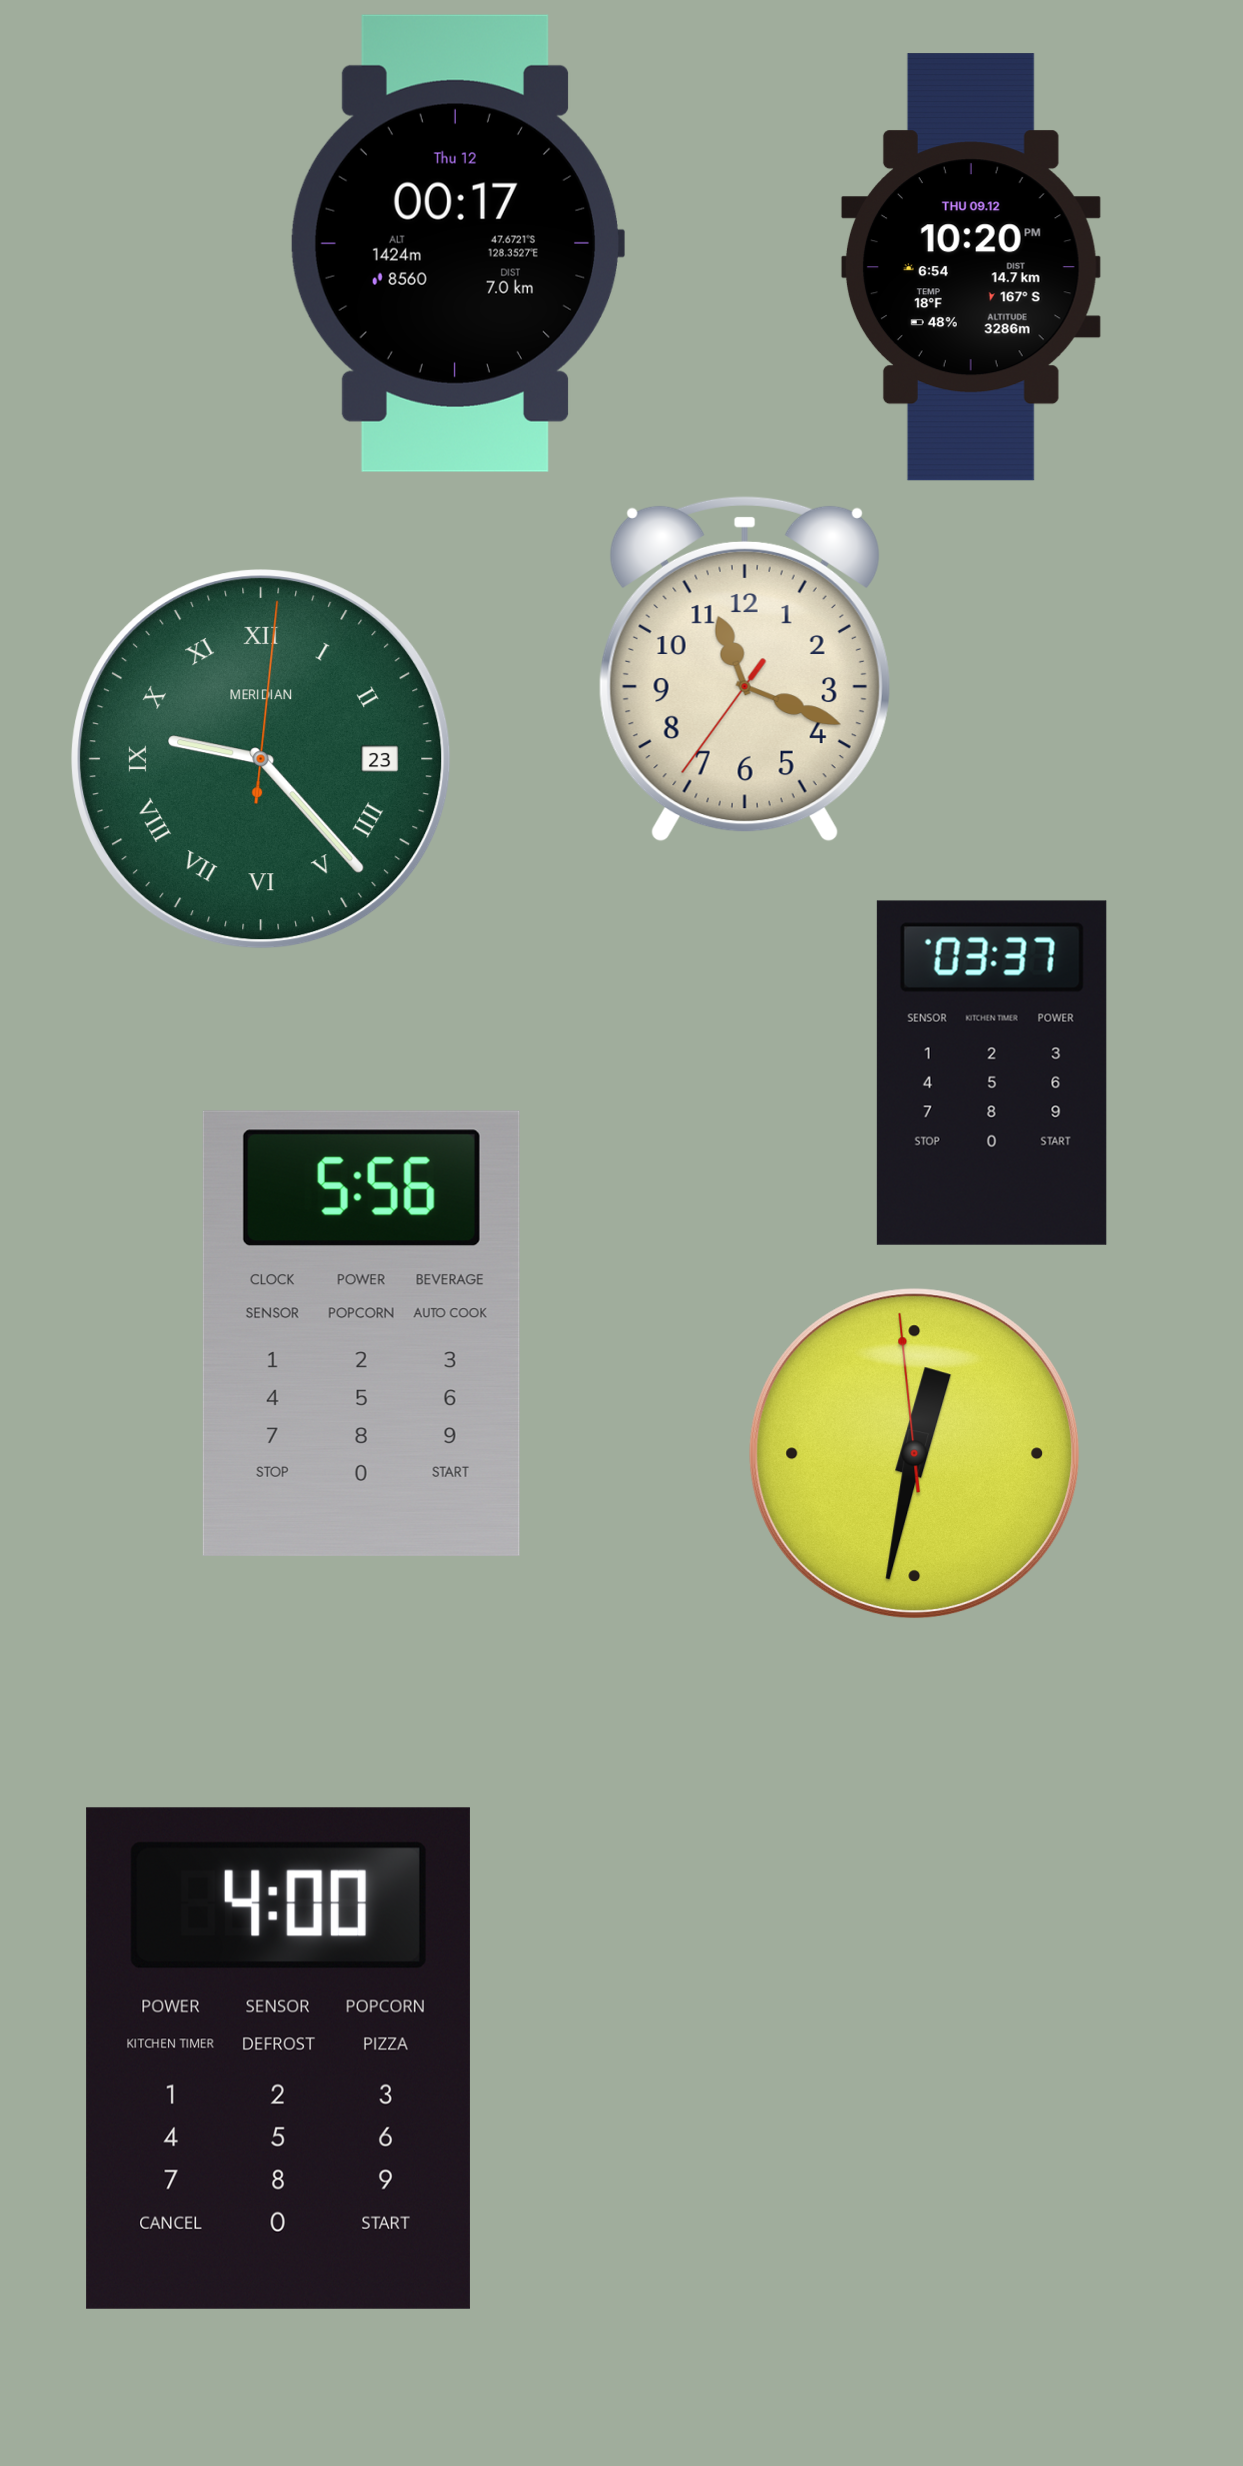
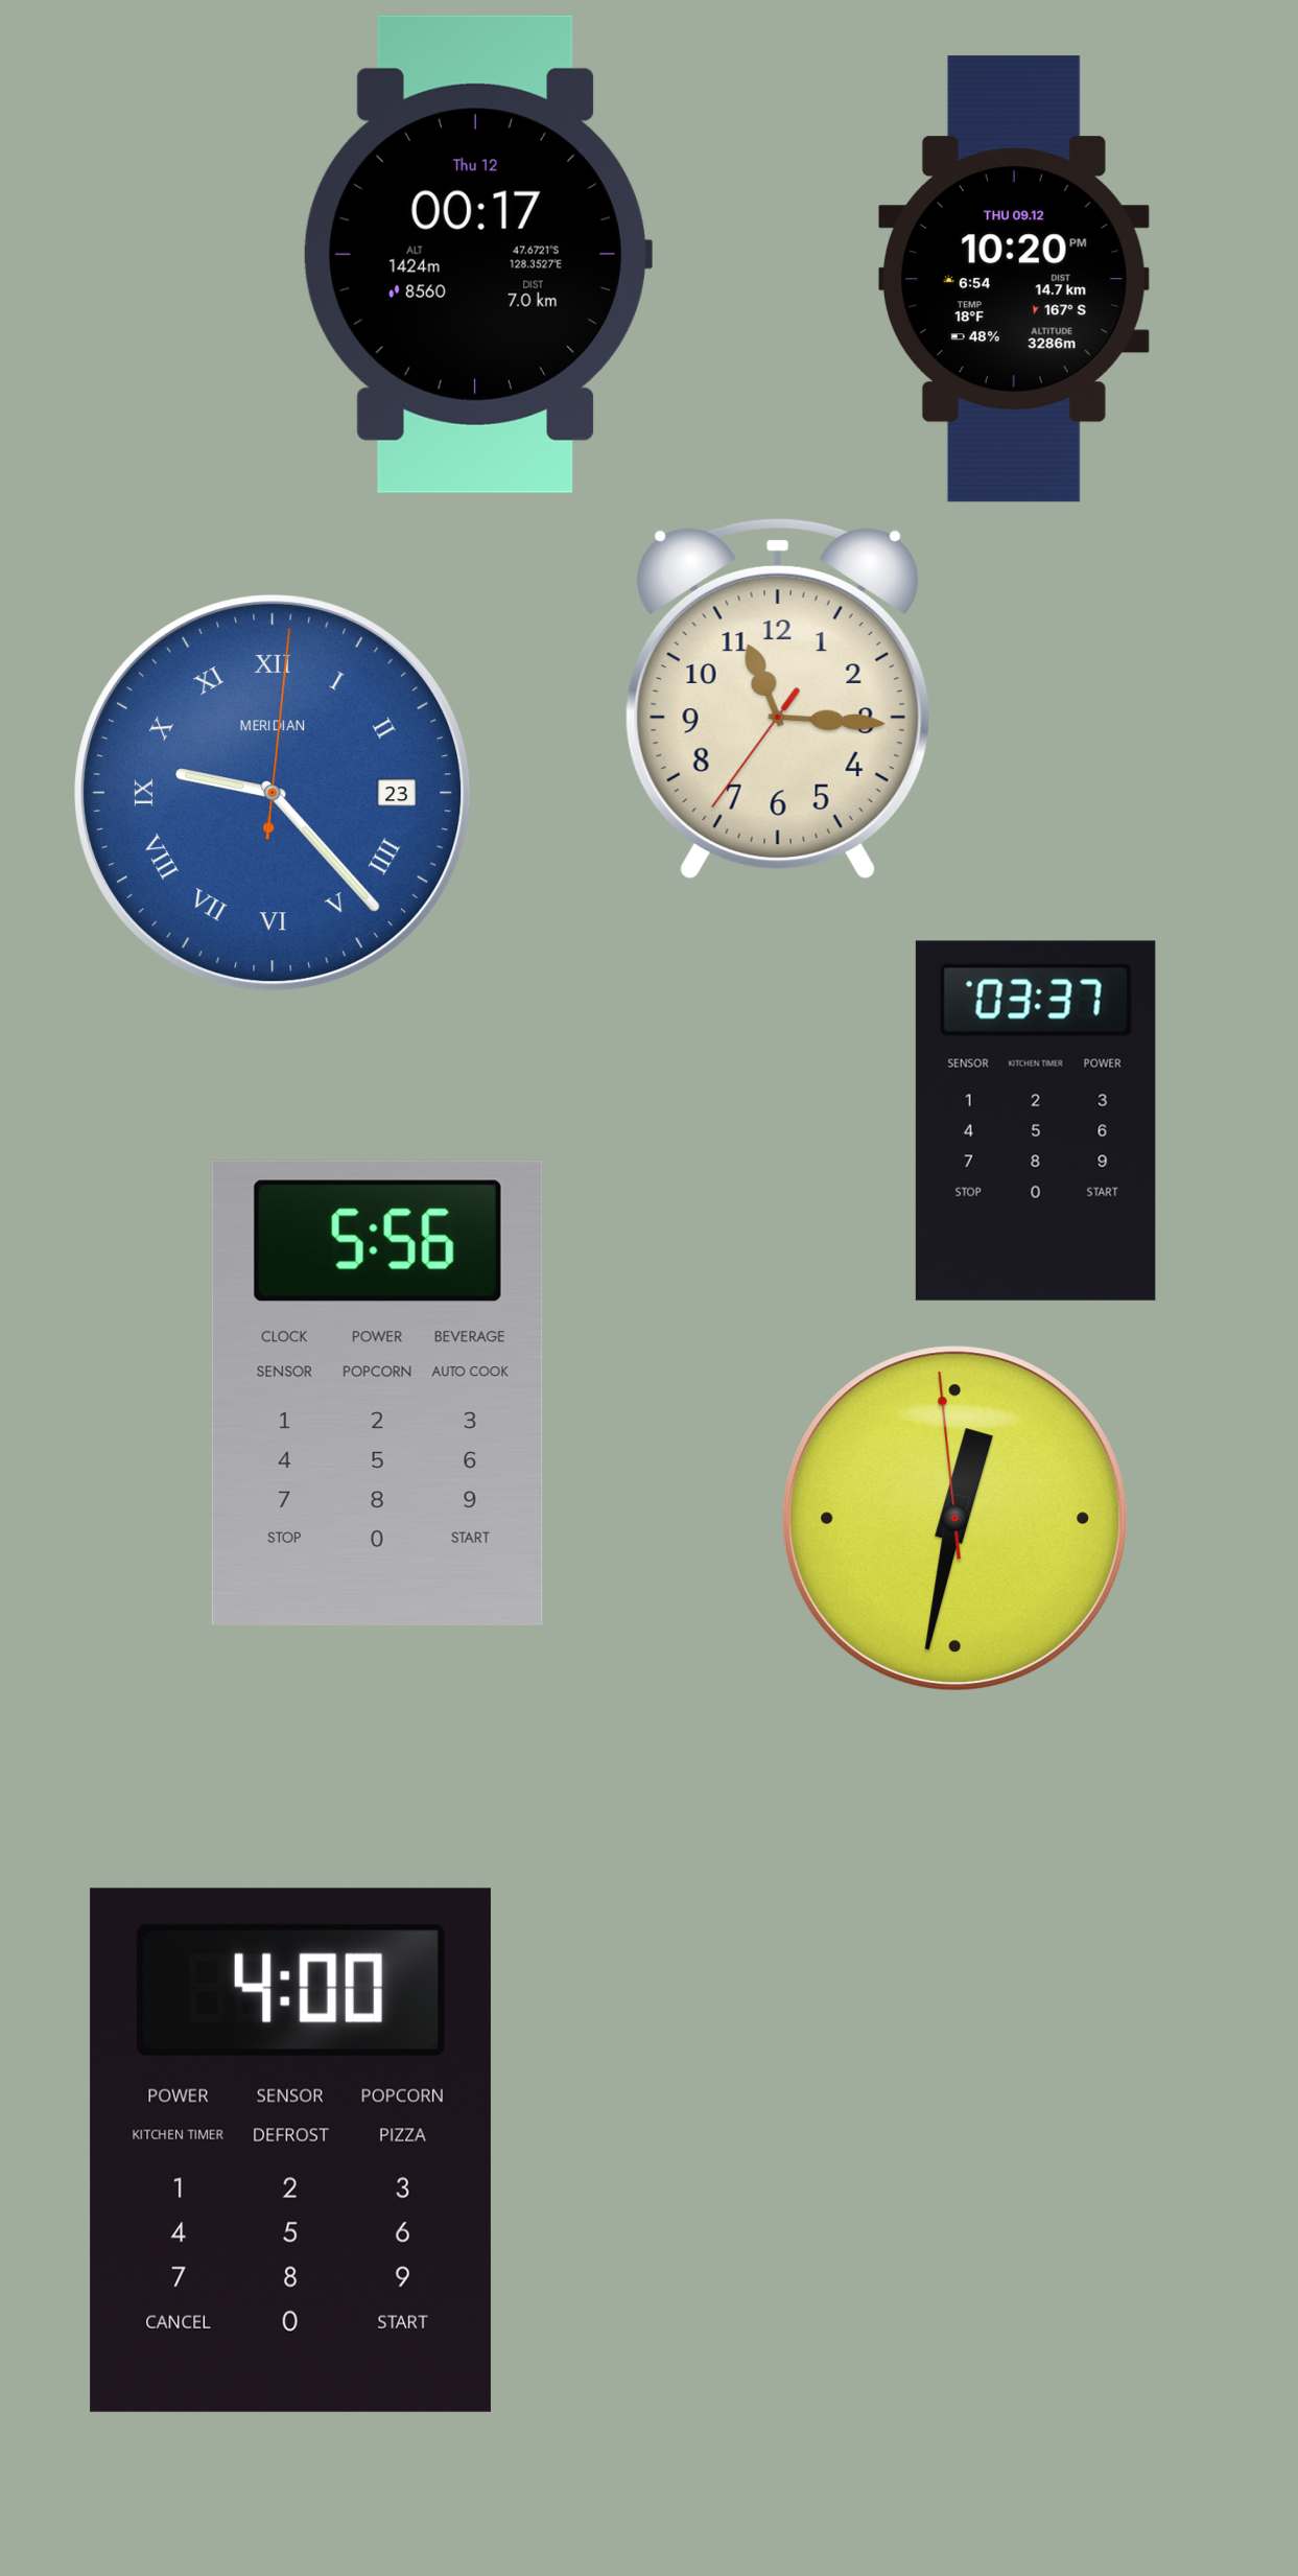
clock at (745, 669): 11:18 -> 11:15
clock at (261, 759) dial: green -> blue
